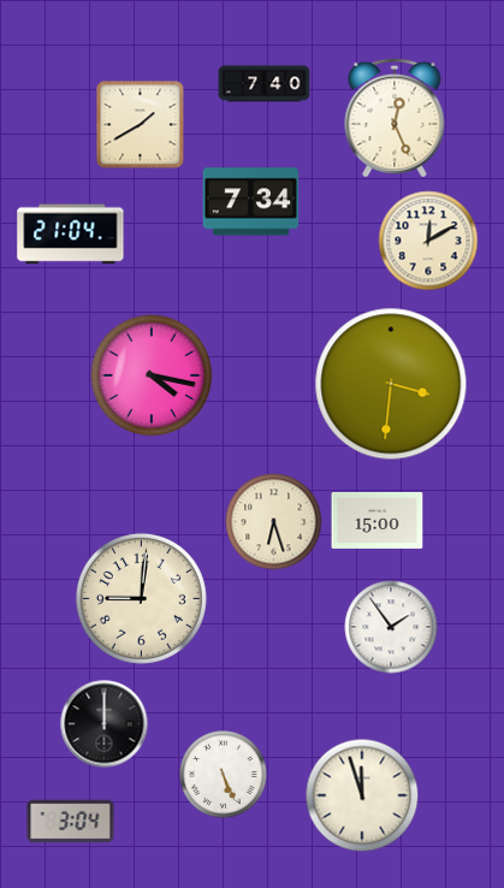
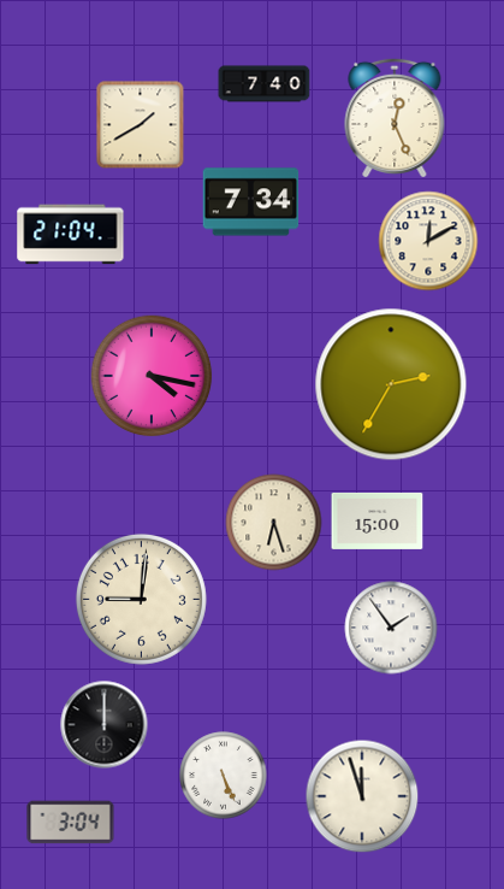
clock at (391, 384): 3:31 -> 2:35
